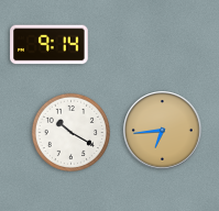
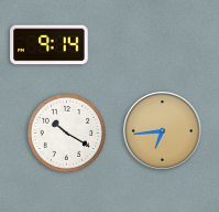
clock at (70, 132) position: (70, 132) -> (66, 132)
